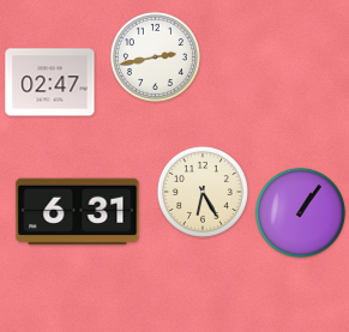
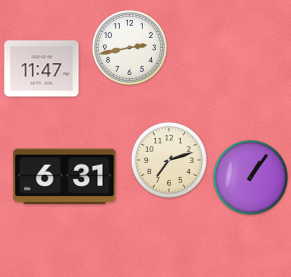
clock at (50, 83): 02:47 -> 11:47
clock at (203, 192): 6:25 -> 7:12
